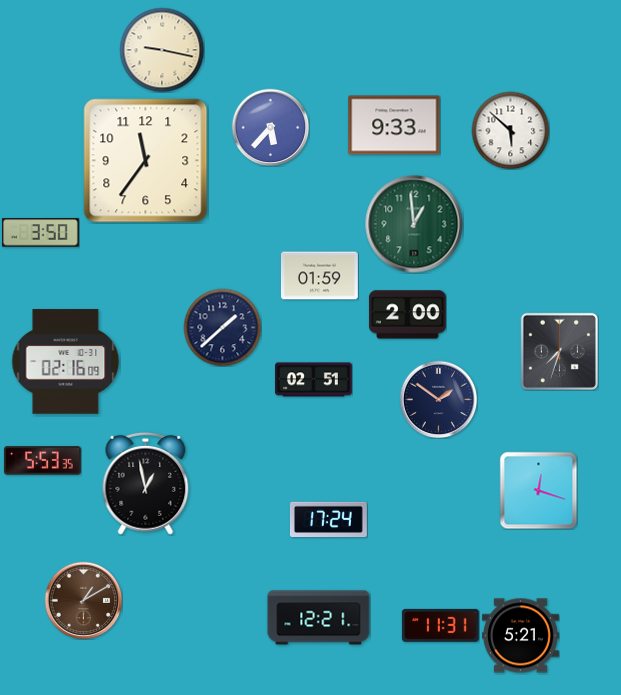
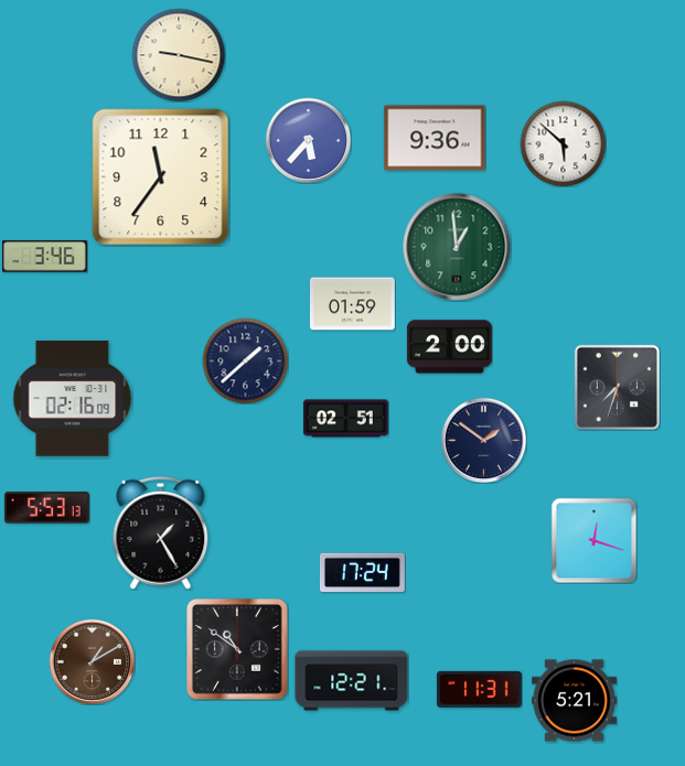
clock at (394, 125): 9:33 -> 9:36
clock at (270, 127) position: (270, 127) -> (308, 140)
clock at (40, 233): 3:50 -> 3:46
clock at (42, 461): 5:53:35 -> 5:53:13
clock at (146, 483): 12:58 -> 1:25
clock at (237, 649): none -> 10:51
clock at (440, 625) position: (440, 625) -> (479, 689)
